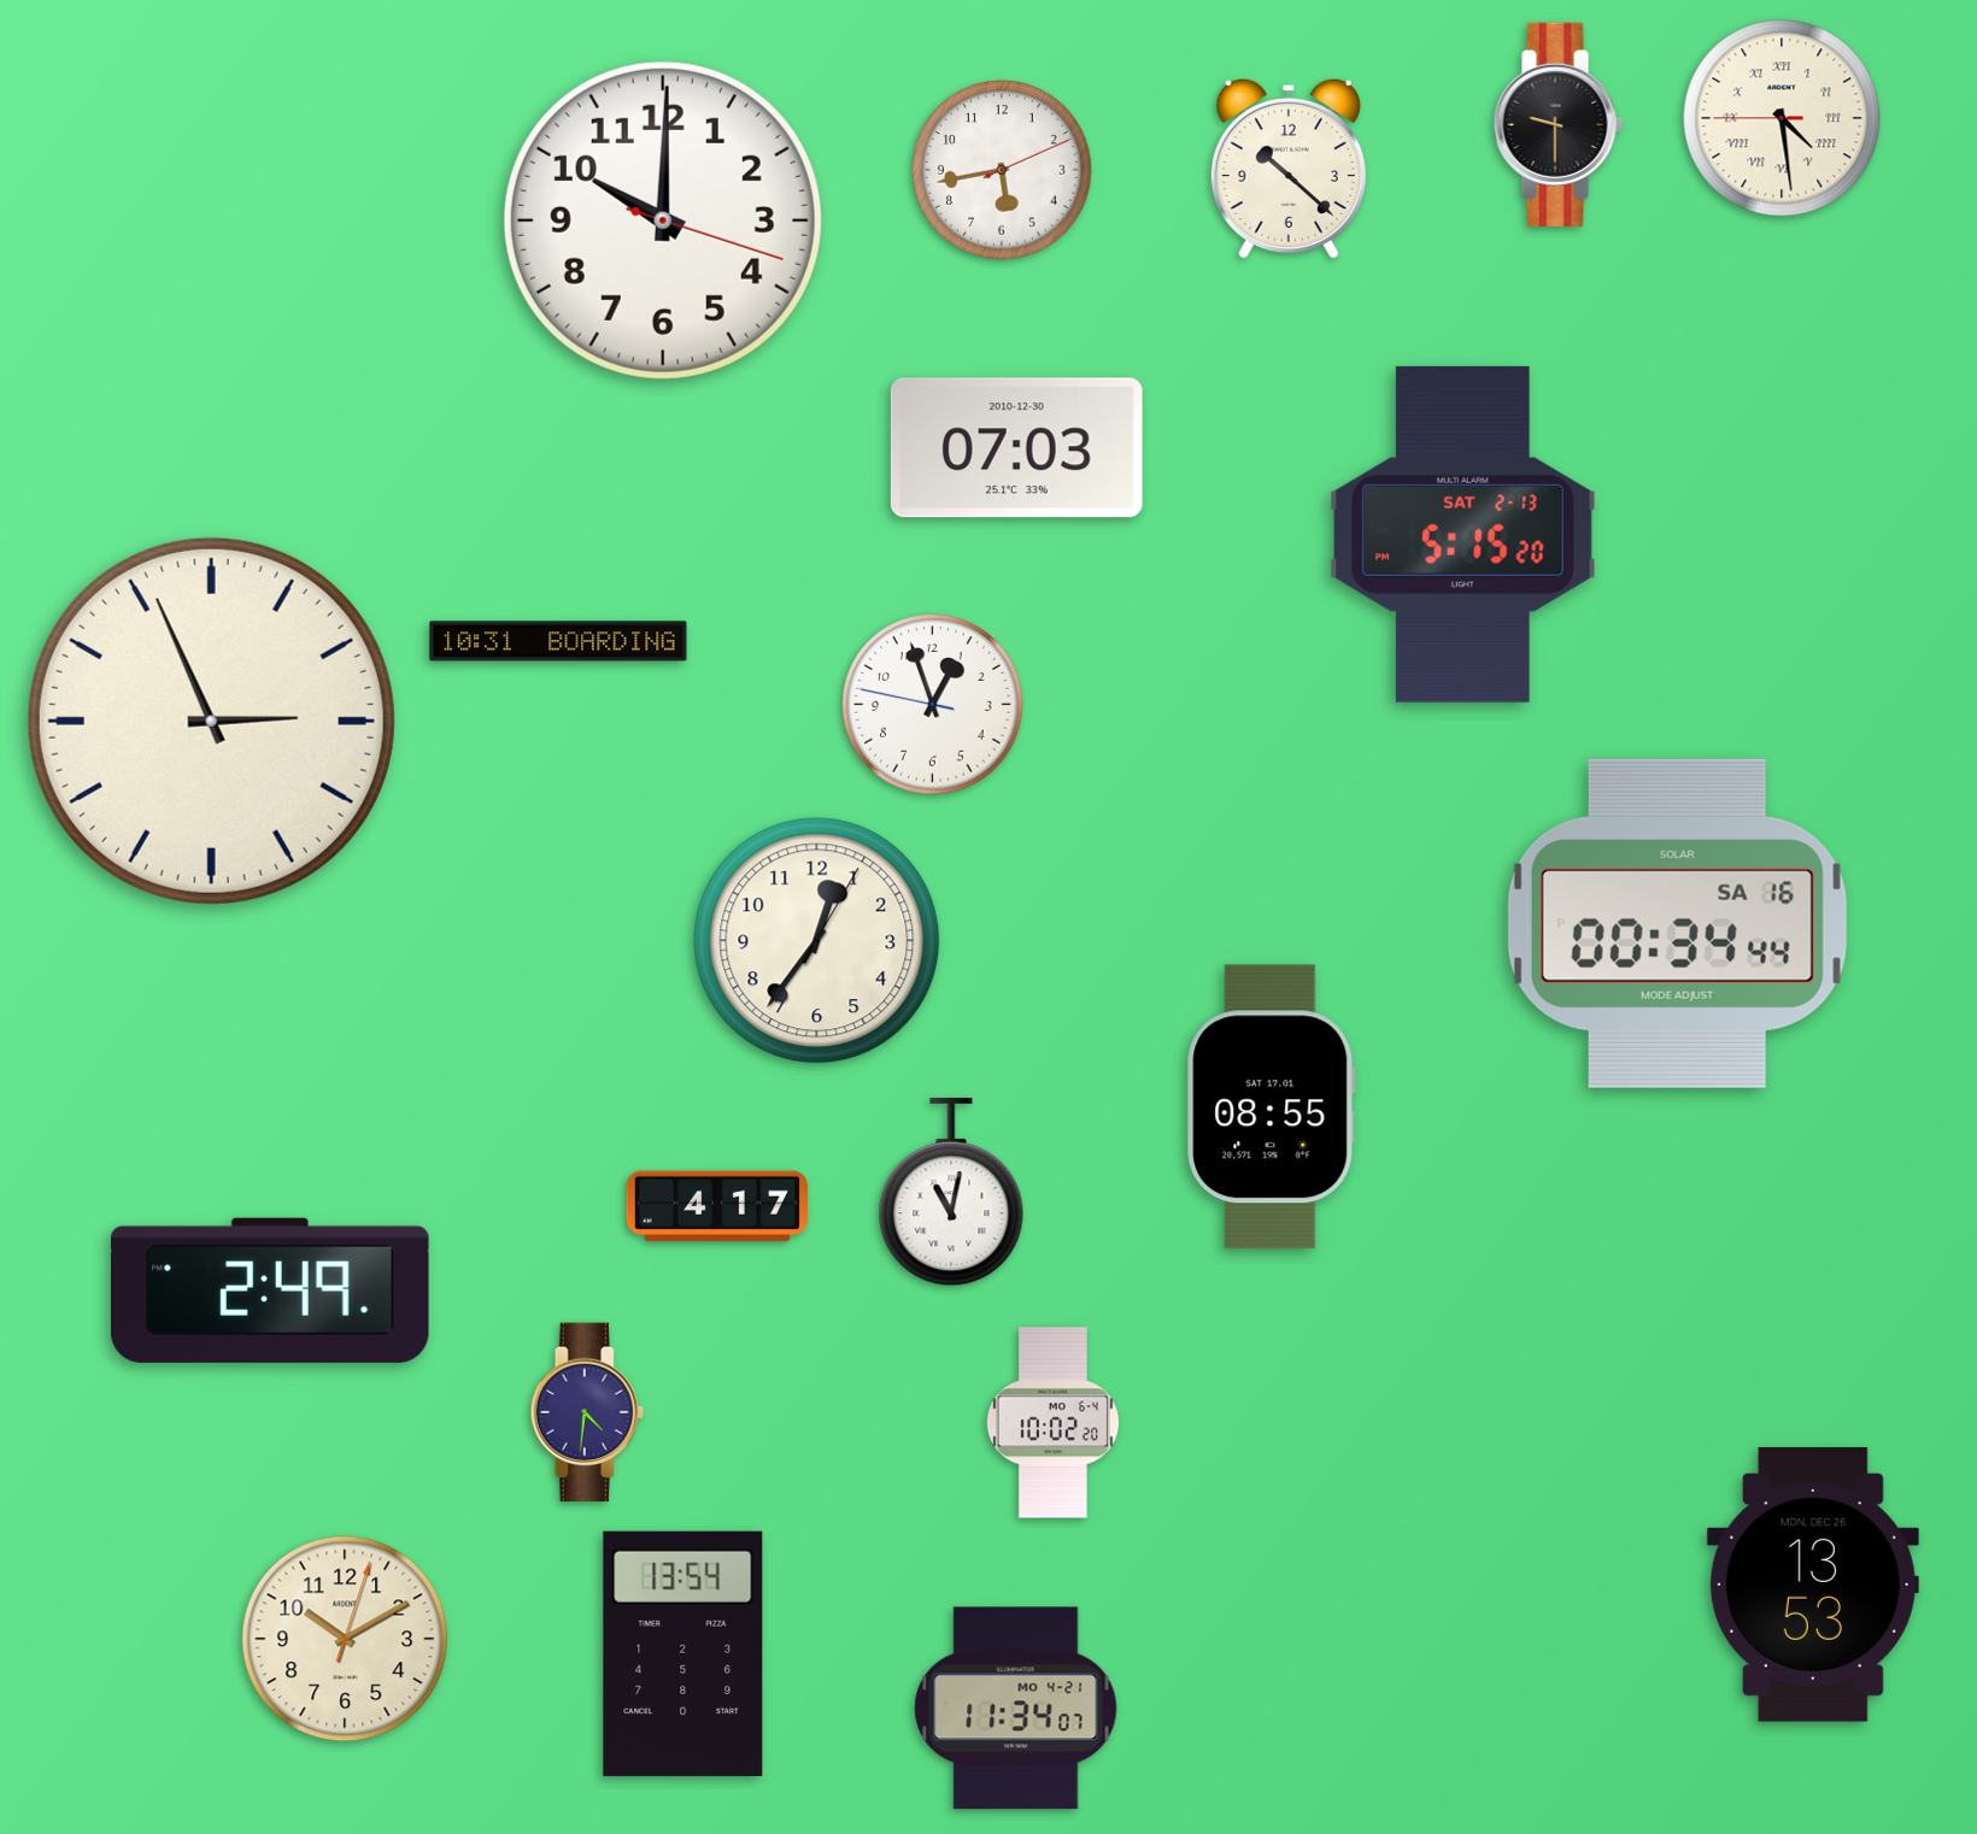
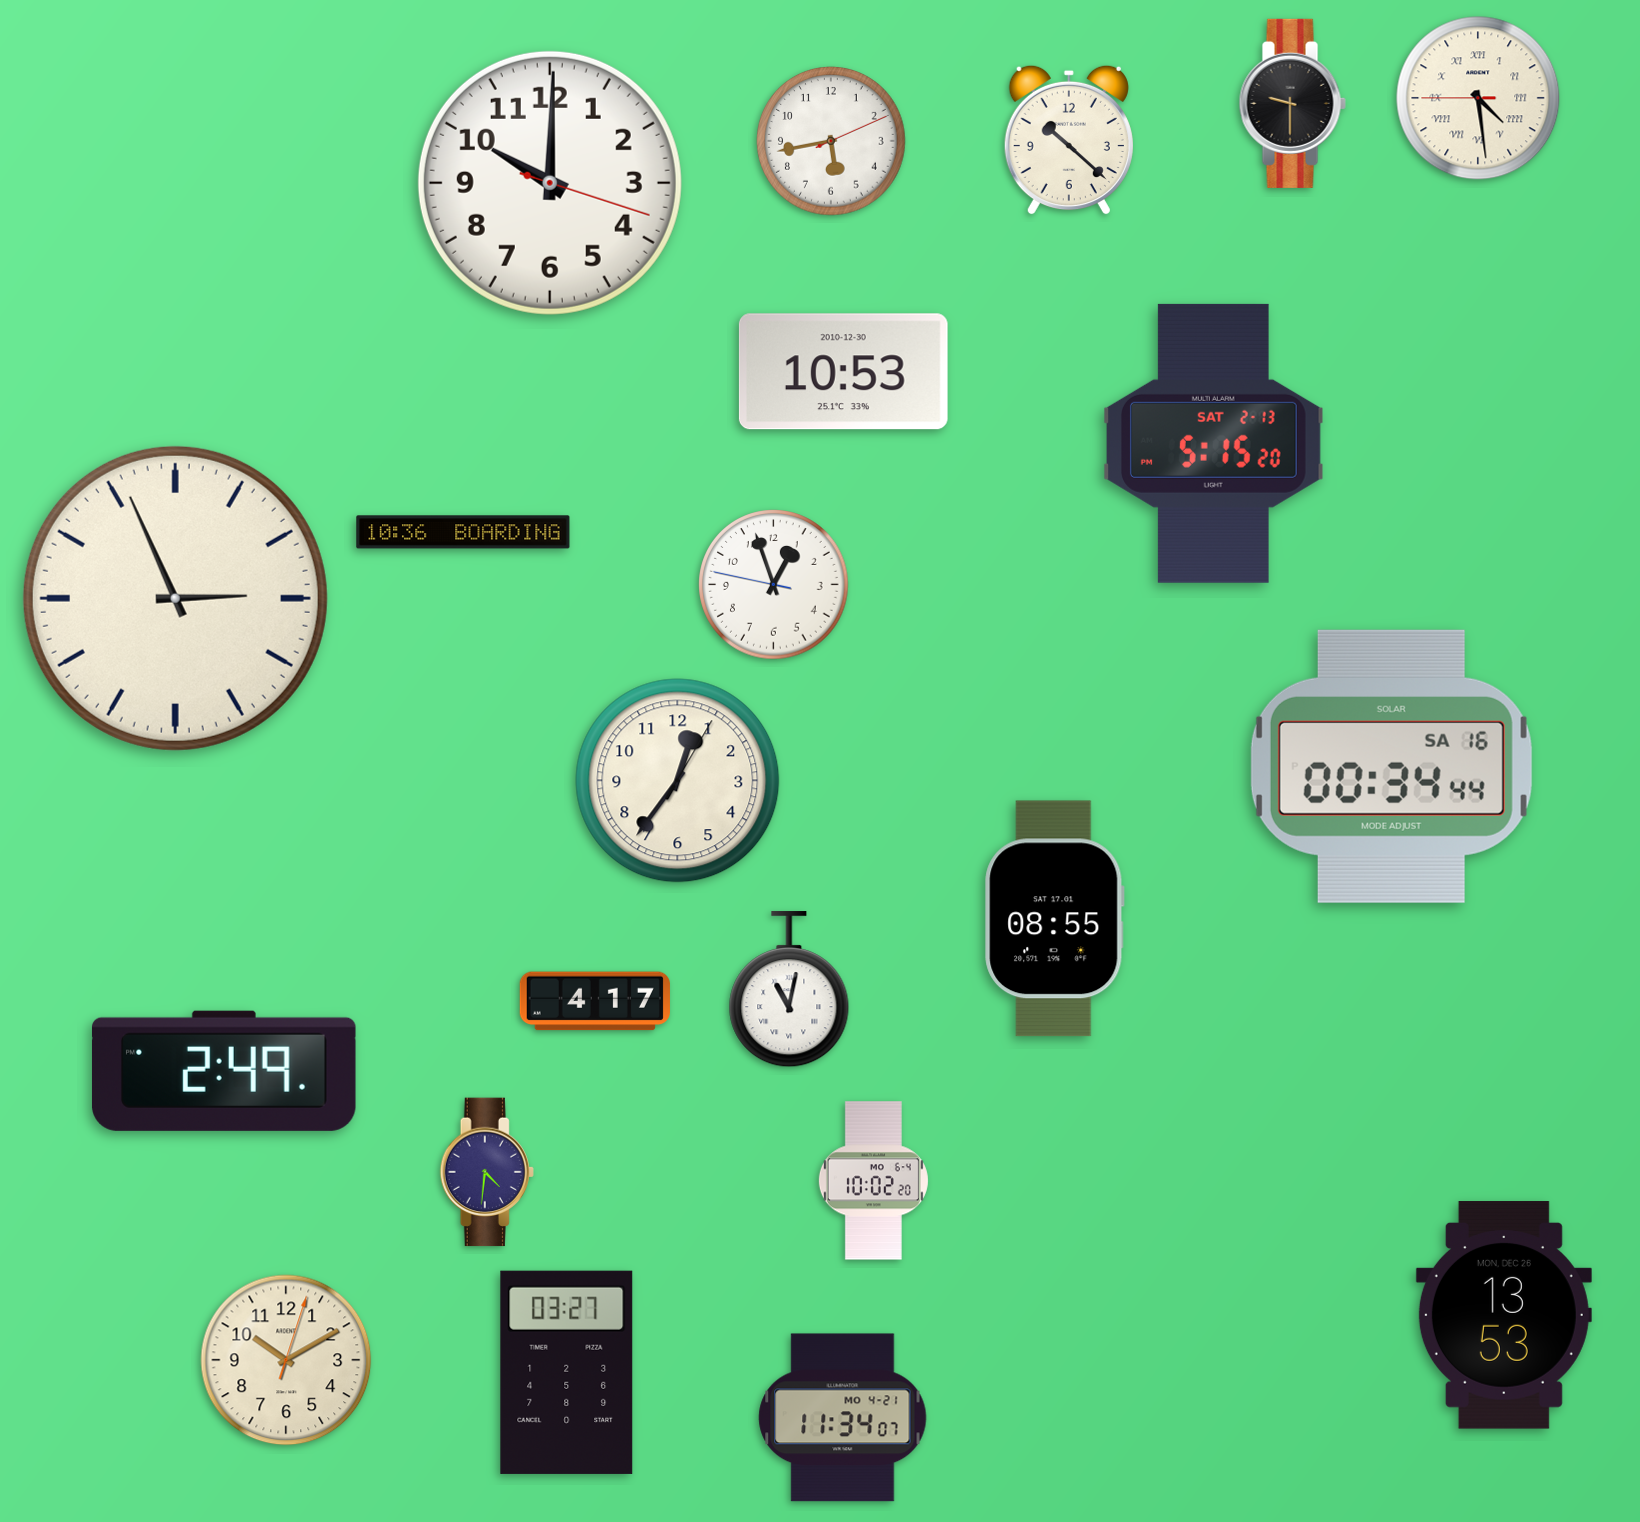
clock at (1016, 448): 07:03 -> 10:53
clock at (558, 641): 10:31 -> 10:36
clock at (684, 1653): 13:54 -> 03:27
